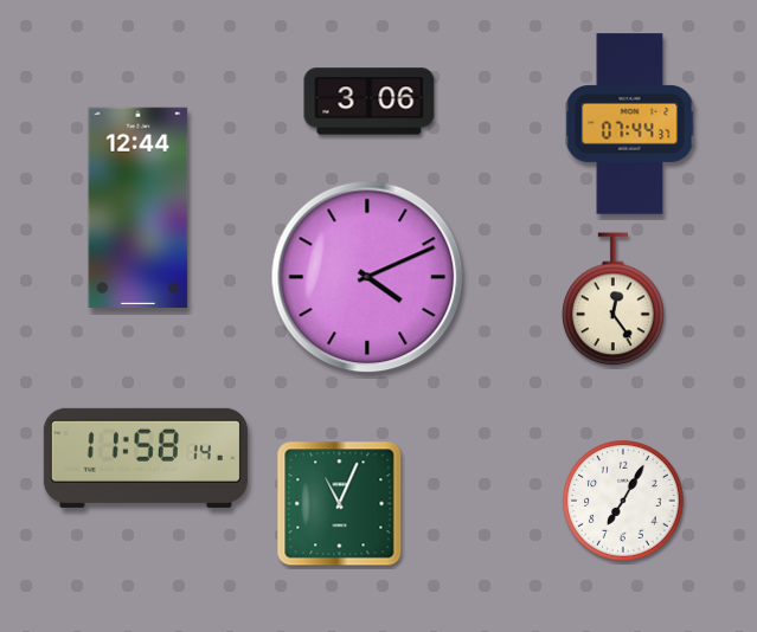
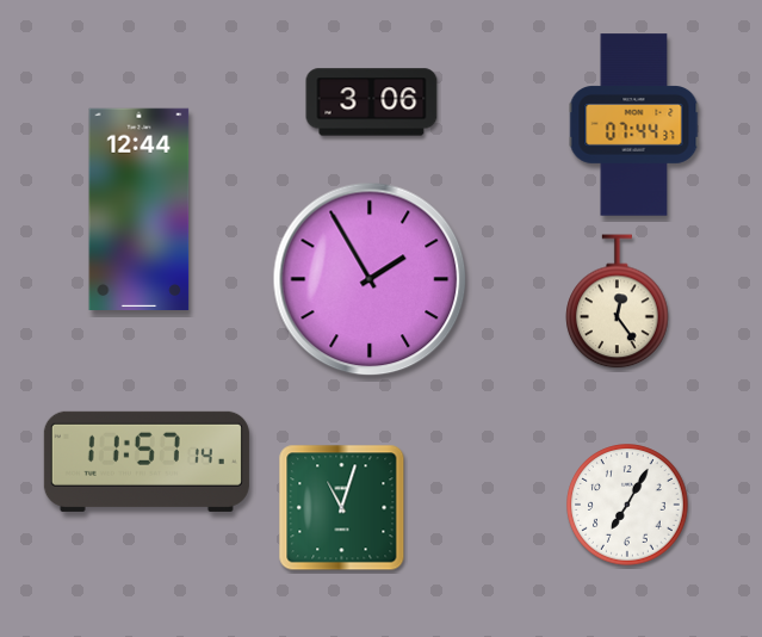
clock at (367, 277): 4:11 -> 1:55
clock at (146, 458): 11:58 -> 11:57
clock at (340, 504): 11:04 -> 11:03
